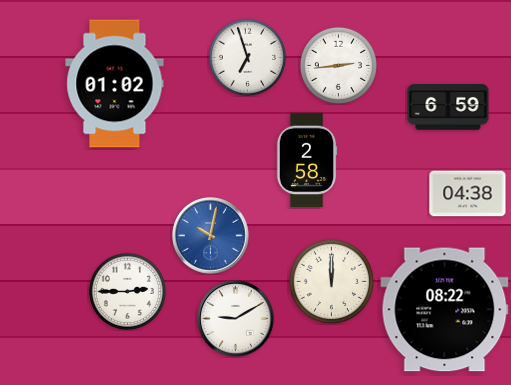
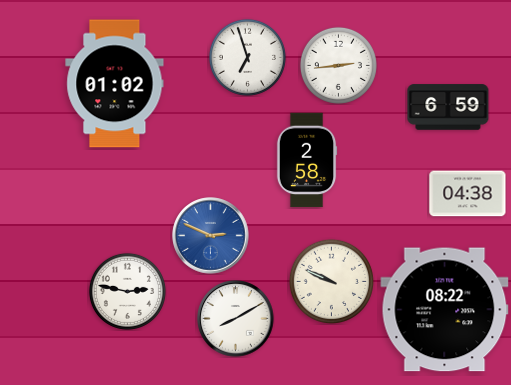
clock at (211, 236): 10:02 -> 2:49
clock at (331, 281): 12:00 -> 9:49
clock at (127, 291): 2:45 -> 2:47
clock at (236, 319): 9:10 -> 8:10
